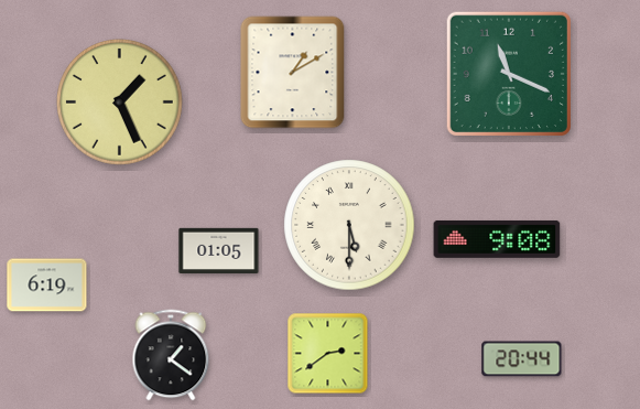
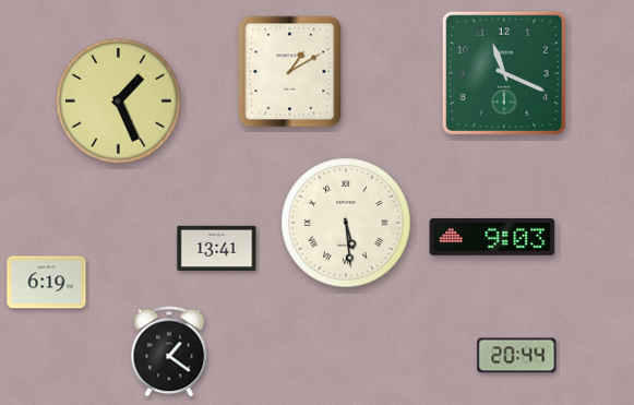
clock at (349, 225): 5:30 -> 5:29
clock at (497, 239): 9:08 -> 9:03
clock at (219, 250): 01:05 -> 13:41
clock at (328, 354): 2:39 -> none
